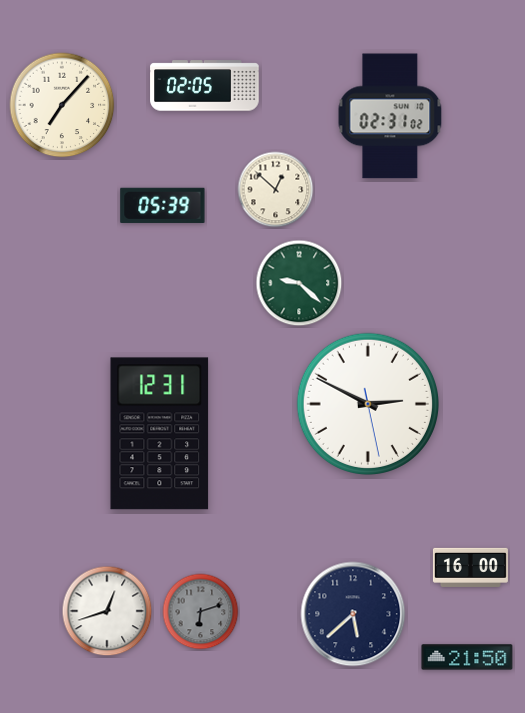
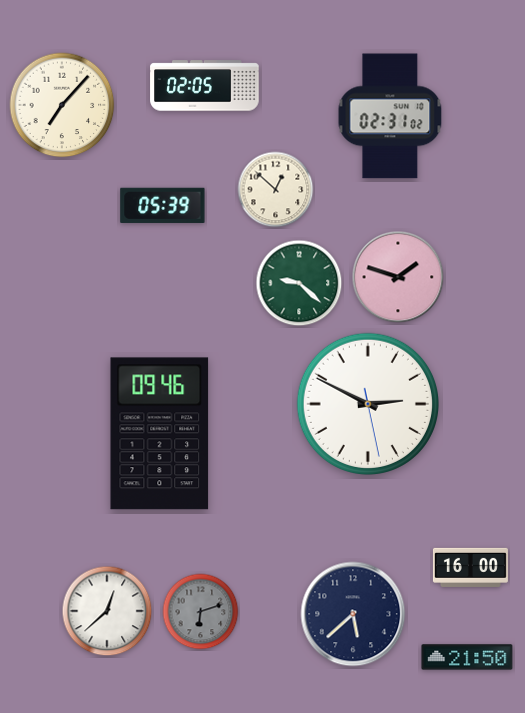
clock at (398, 277): none -> 1:48
clock at (160, 434): 12:31 -> 09:46
clock at (107, 611): 12:42 -> 12:38
